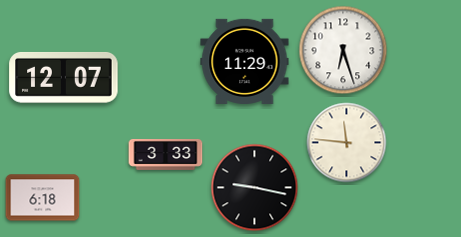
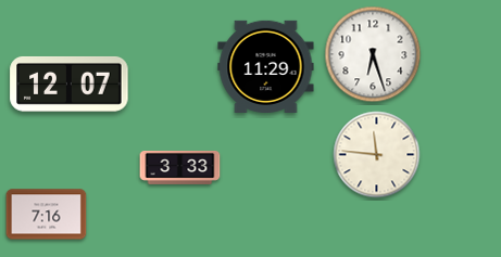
clock at (255, 188): 9:17 -> none
clock at (43, 198): 6:18 -> 7:16
